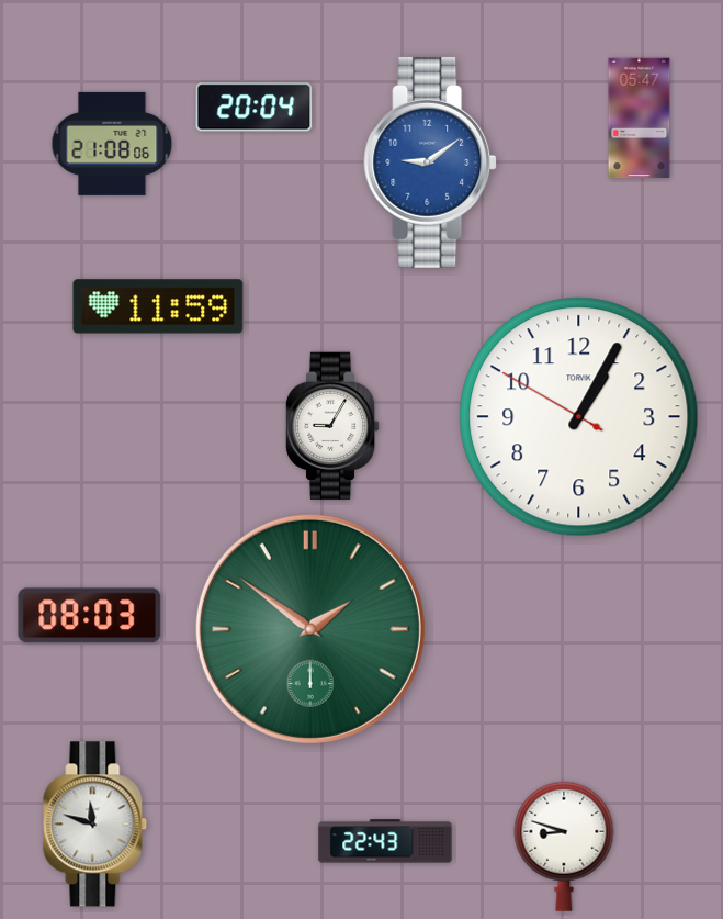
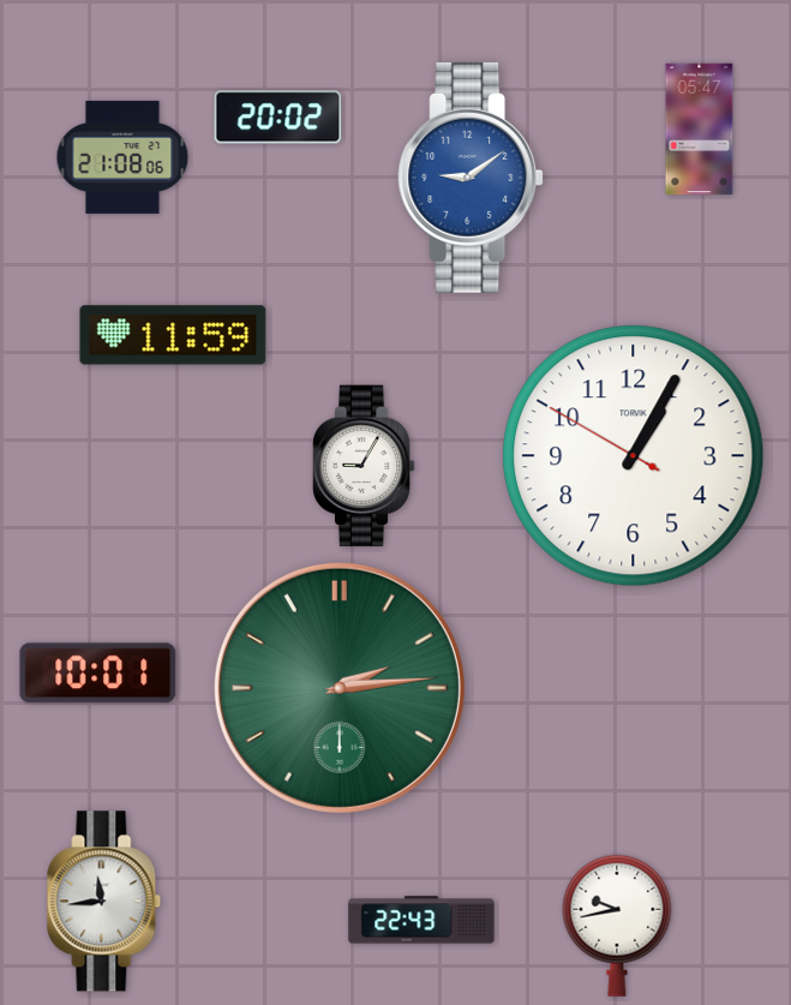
clock at (255, 108): 20:04 -> 20:02
clock at (90, 616): 08:03 -> 10:01
clock at (310, 629): 1:51 -> 2:14
clock at (95, 825): 11:48 -> 11:44
clock at (564, 847): 8:48 -> 9:43
